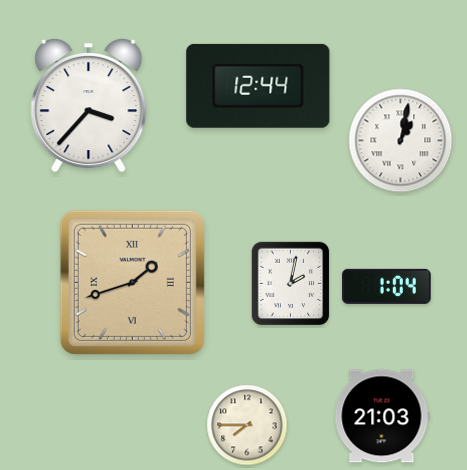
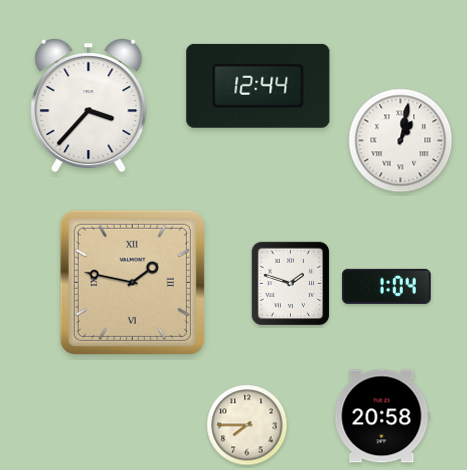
clock at (132, 282): 1:42 -> 1:47
clock at (291, 284): 2:02 -> 1:48
clock at (382, 416): 21:03 -> 20:58
